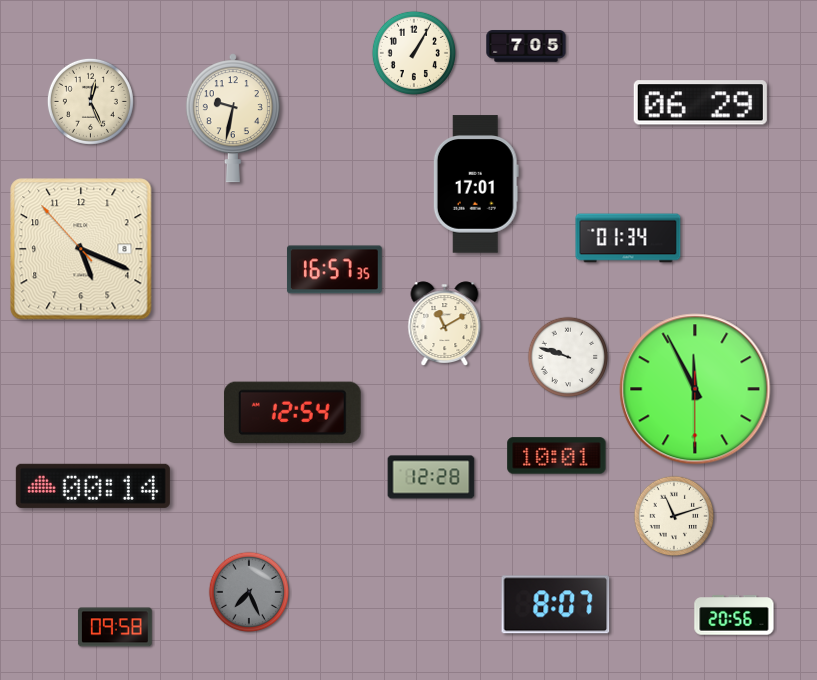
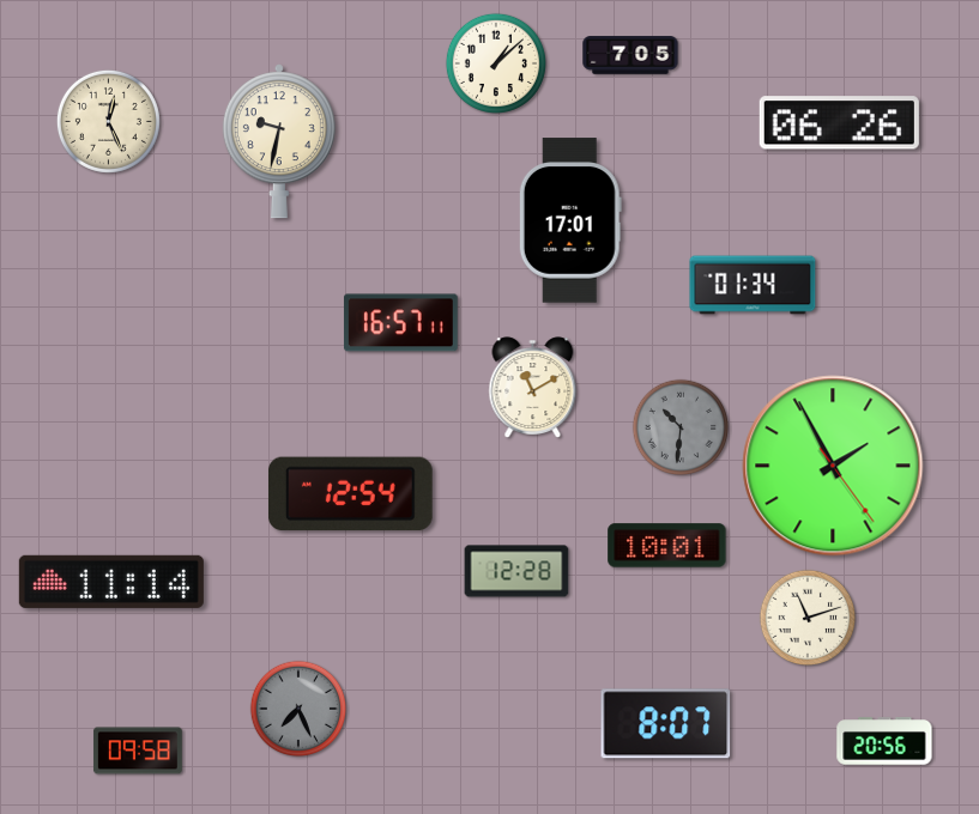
clock at (414, 53): 1:05 -> 1:08
clock at (700, 103): 06:29 -> 06:26
clock at (81, 249): 5:18 -> none
clock at (334, 270): 16:57:35 -> 16:57:11
clock at (568, 357): 9:48 -> 10:31
clock at (568, 357) dial: white -> grey
clock at (695, 389): 11:55 -> 1:55
clock at (93, 486): 00:14 -> 11:14
clock at (734, 615) position: (734, 615) -> (884, 741)
